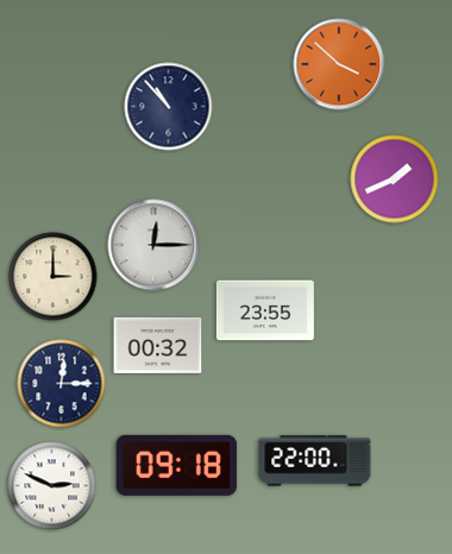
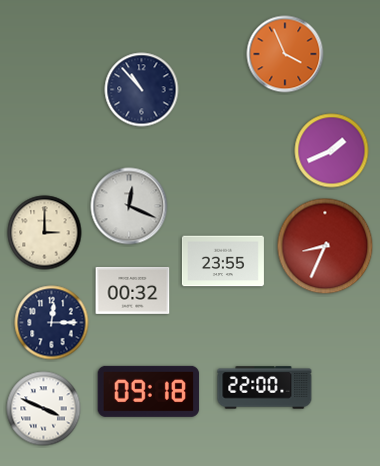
clock at (339, 64): 3:52 -> 3:56
clock at (153, 245): 12:15 -> 12:19
clock at (325, 246): none -> 8:34
clock at (52, 486): 2:49 -> 3:49
